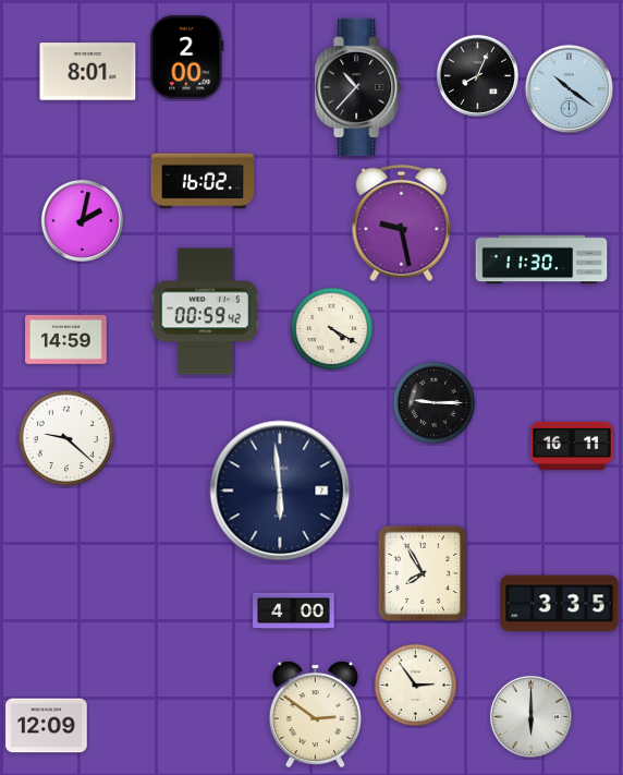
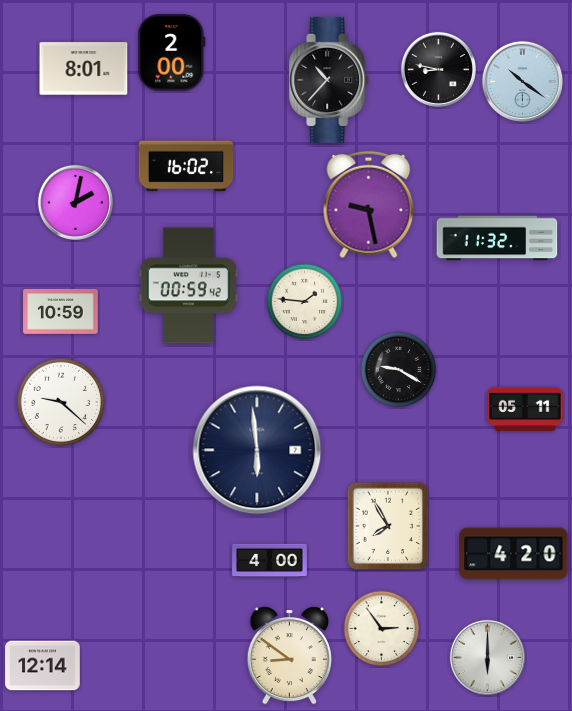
clock at (88, 72) position: (88, 72) -> (84, 69)
clock at (477, 75): 8:04 -> 8:47
clock at (541, 259): 11:30 -> 11:32
clock at (332, 329): 4:20 -> 1:46
clock at (66, 339): 14:59 -> 10:59
clock at (435, 403): 9:15 -> 9:20
clock at (572, 446): 16:11 -> 05:11
clock at (560, 604): 3:35 -> 4:20
clock at (315, 714): 2:51 -> 8:51
clock at (47, 726): 12:09 -> 12:14
